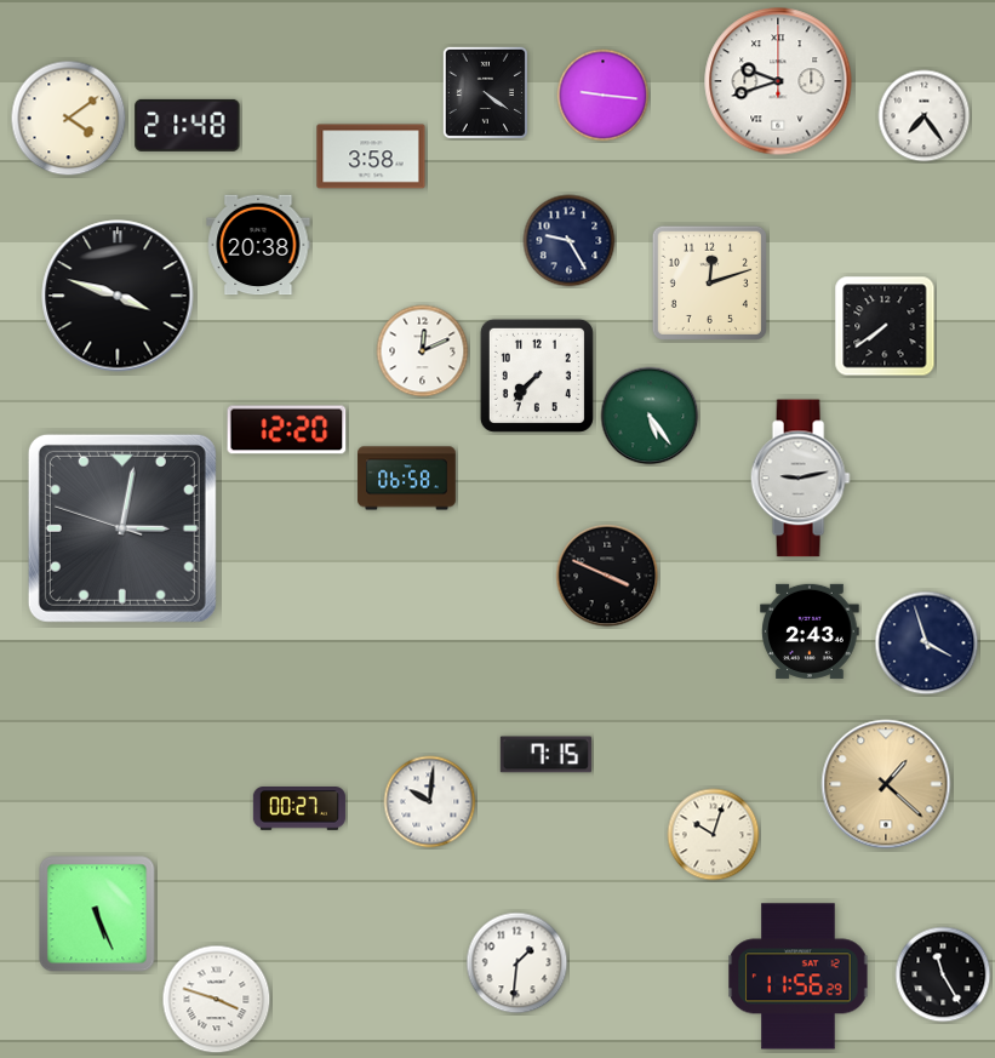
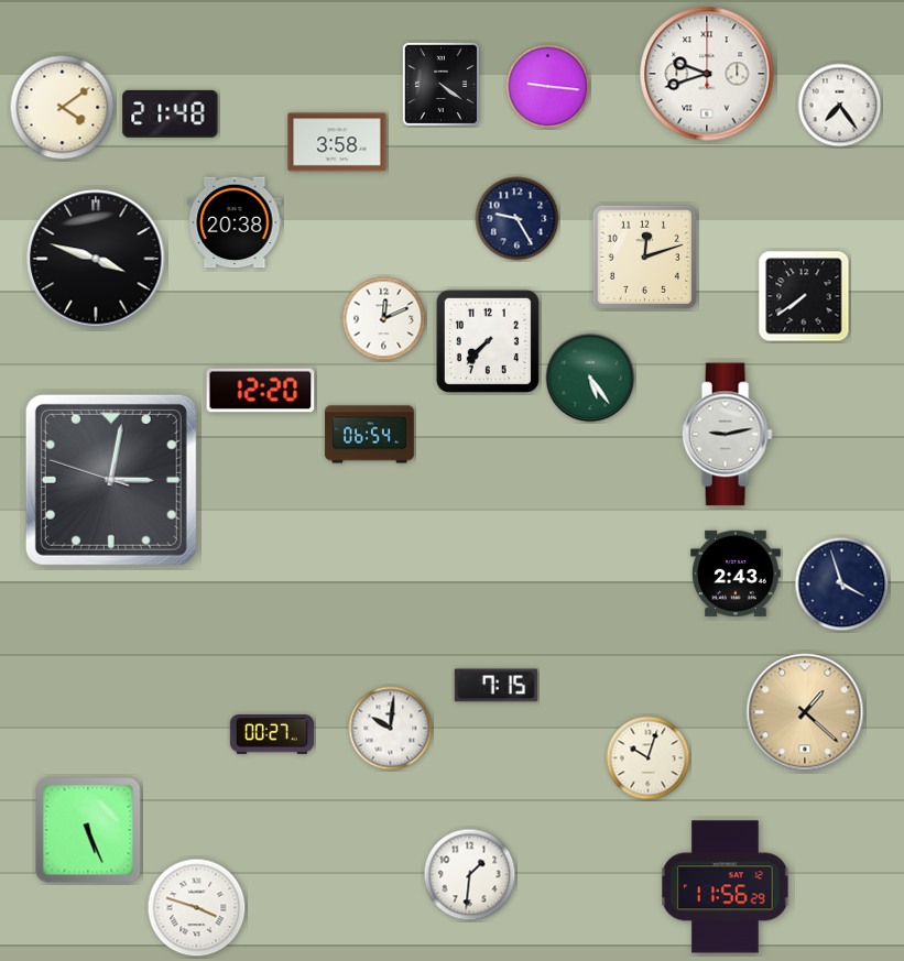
clock at (118, 296) position: (118, 296) -> (96, 259)
clock at (407, 479): 06:58 -> 06:54
clock at (607, 576): 3:49 -> none
clock at (943, 974): 11:25 -> none
